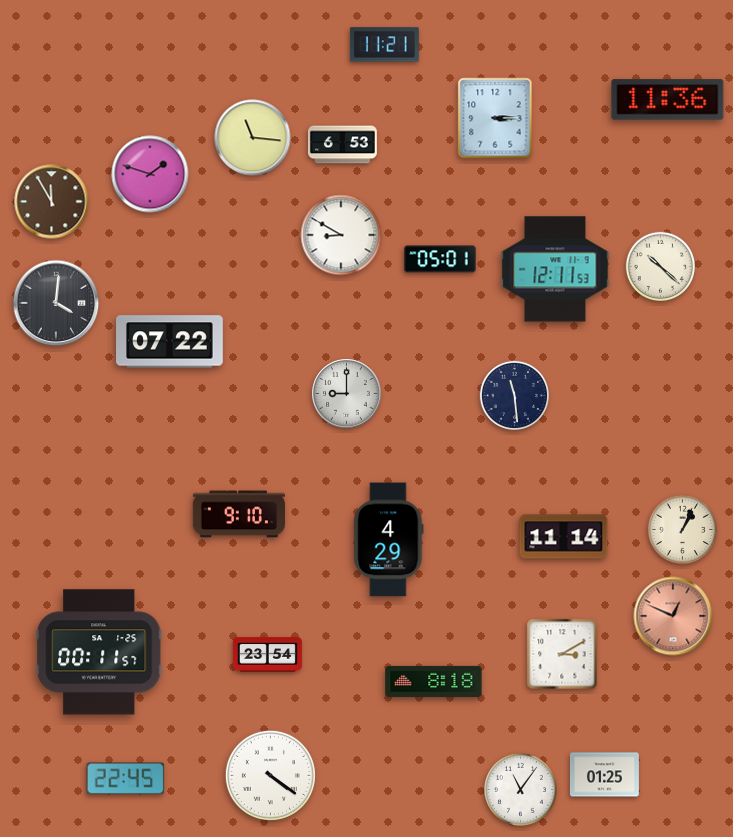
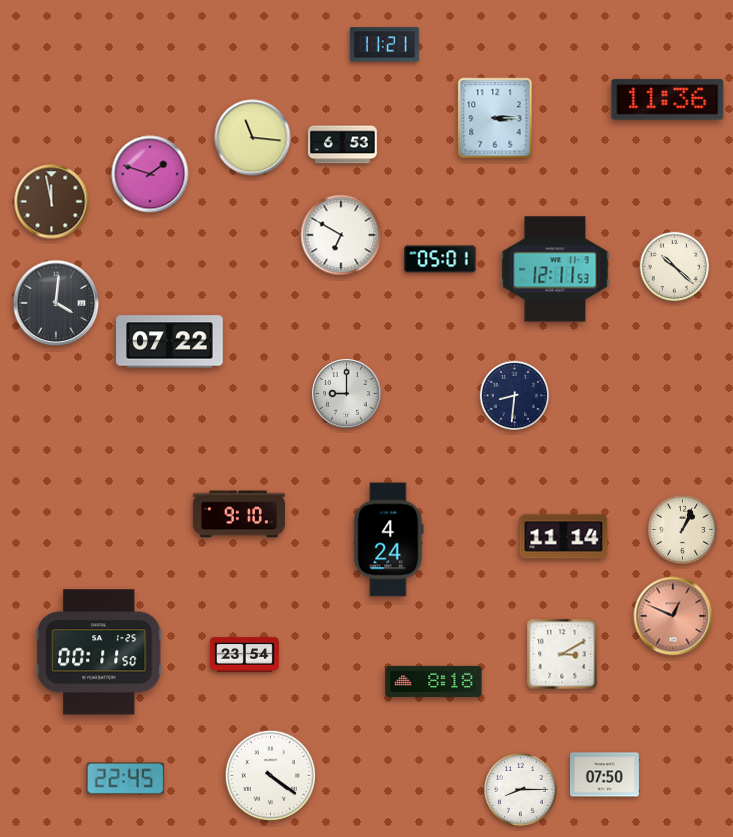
clock at (52, 202): 11:55 -> 11:58
clock at (341, 235): 8:50 -> 6:50
clock at (660, 266) position: (660, 266) -> (674, 266)
clock at (514, 395): 11:29 -> 8:31
clock at (389, 540): 4:29 -> 4:24
clock at (99, 652): 00:11:57 -> 00:11:50
clock at (268, 655) position: (268, 655) -> (245, 655)
clock at (604, 775): 01:25 -> 07:50
clock at (521, 790): 11:06 -> 8:15
